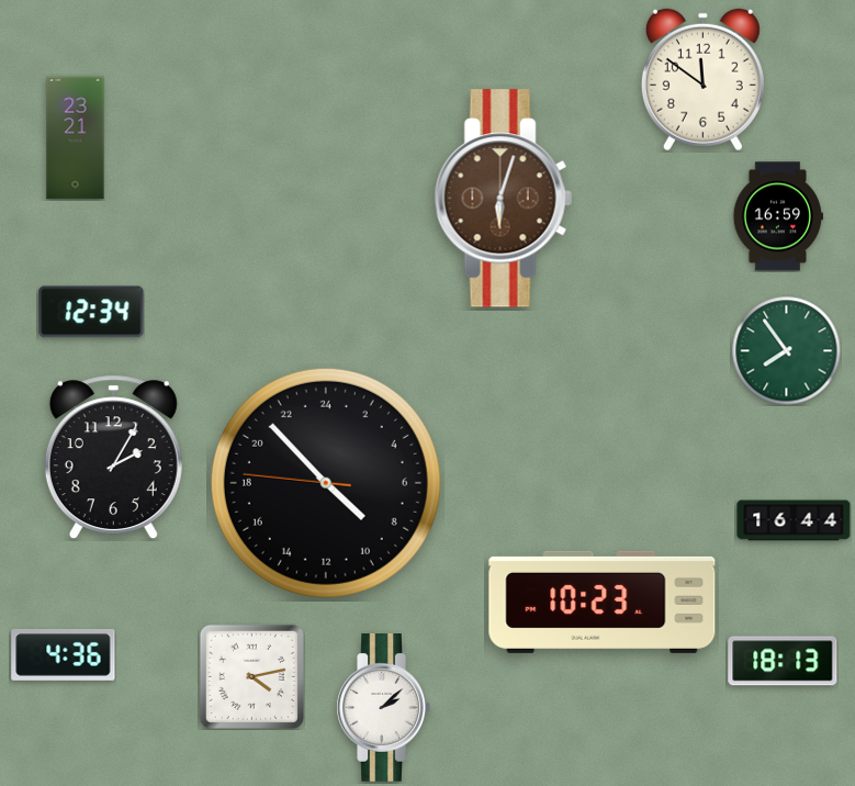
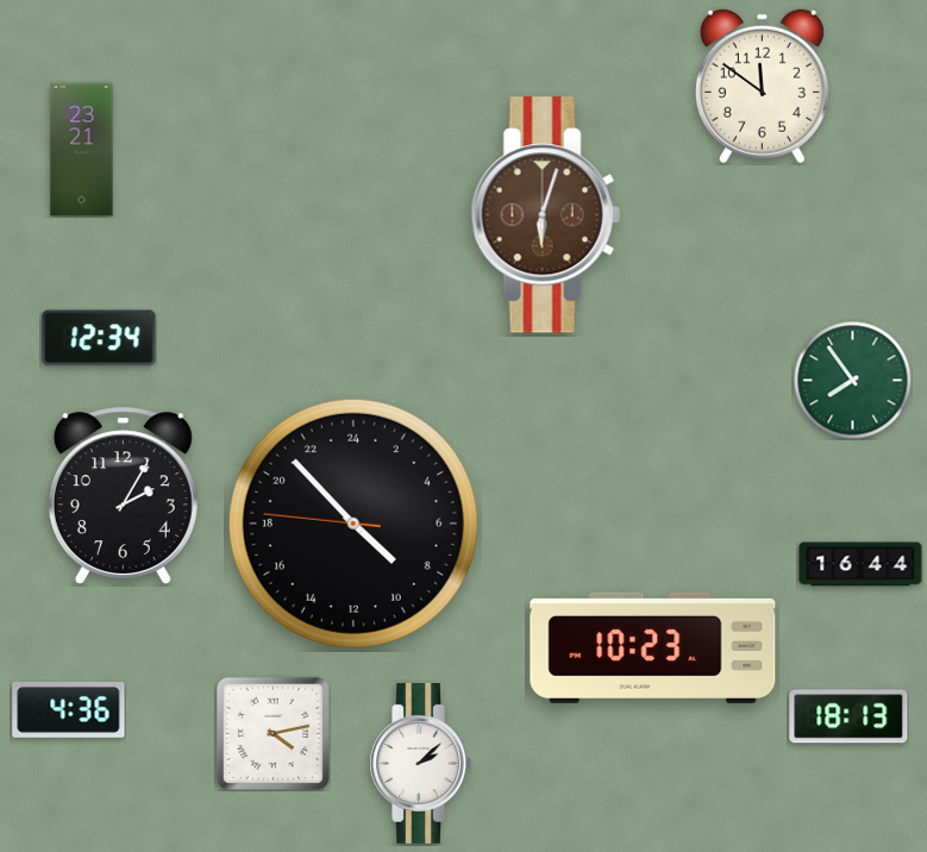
clock at (778, 216): 16:59 -> none
clock at (603, 602) position: (603, 602) -> (653, 647)
clock at (383, 708) position: (383, 708) -> (420, 764)
